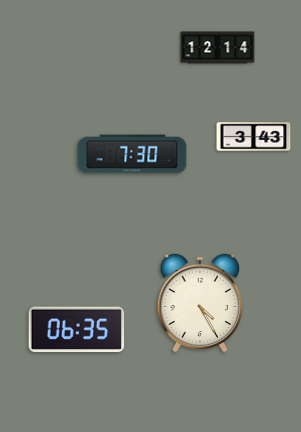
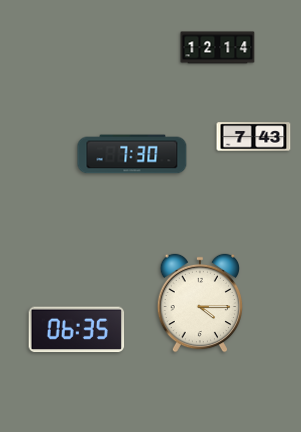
clock at (254, 137): 3:43 -> 7:43
clock at (200, 303): 4:25 -> 4:15
